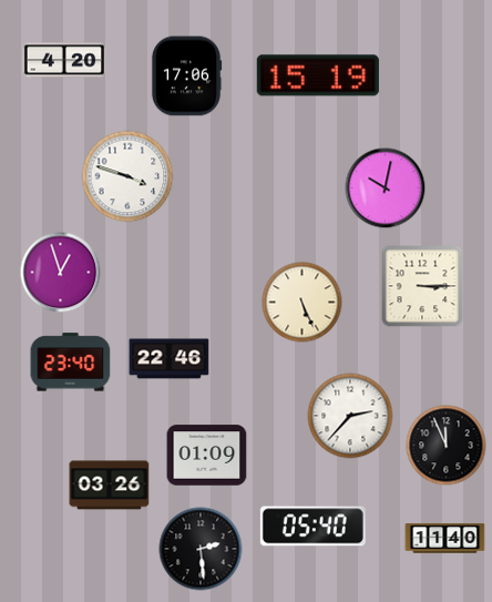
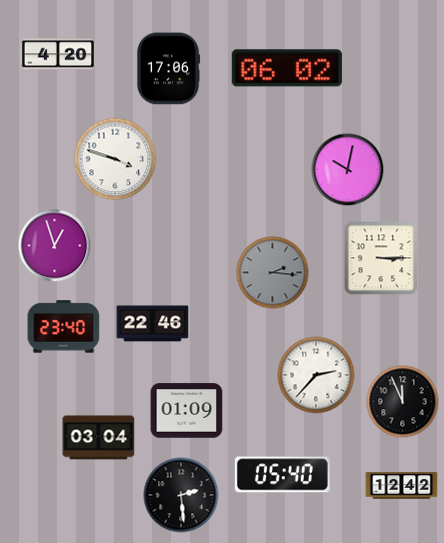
clock at (318, 75): 15:19 -> 06:02
clock at (303, 303): 5:26 -> 2:16
clock at (303, 303) dial: cream -> grey
clock at (110, 486): 03:26 -> 03:04
clock at (445, 539): 11:40 -> 12:42
